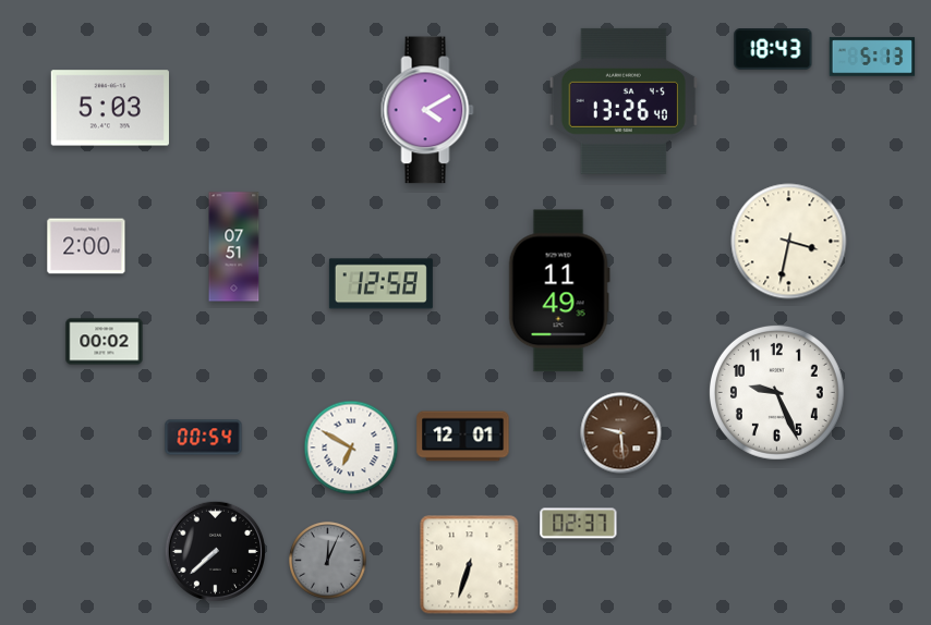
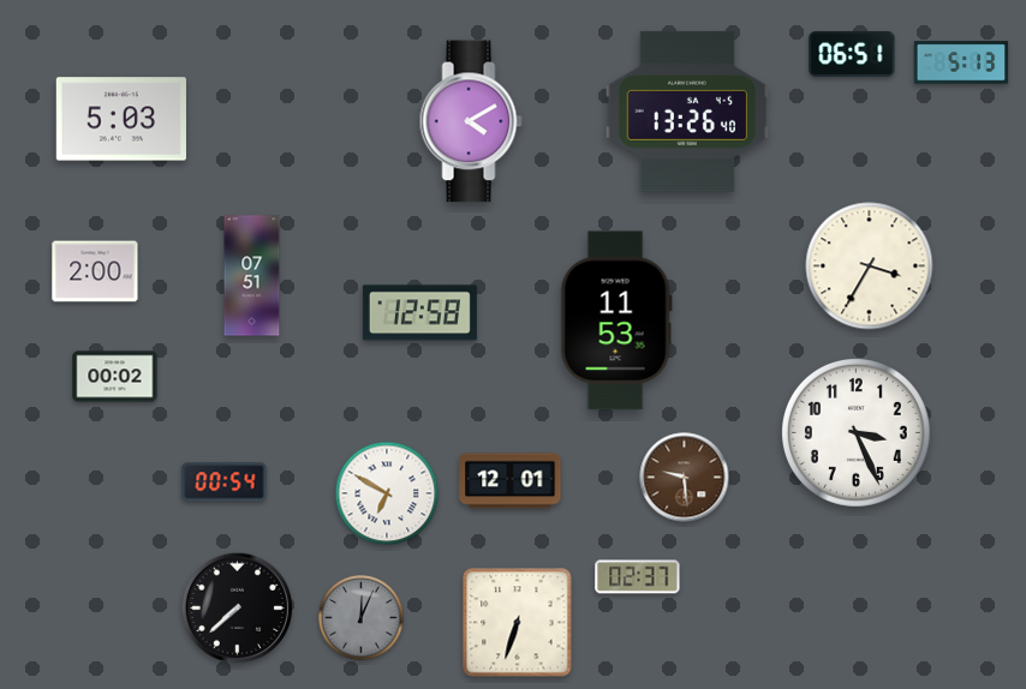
clock at (773, 50): 18:43 -> 06:51
clock at (789, 242): 3:32 -> 3:35
clock at (234, 247) position: (234, 247) -> (252, 276)
clock at (559, 291): 11:49 -> 11:53
clock at (776, 392): 9:26 -> 3:26
